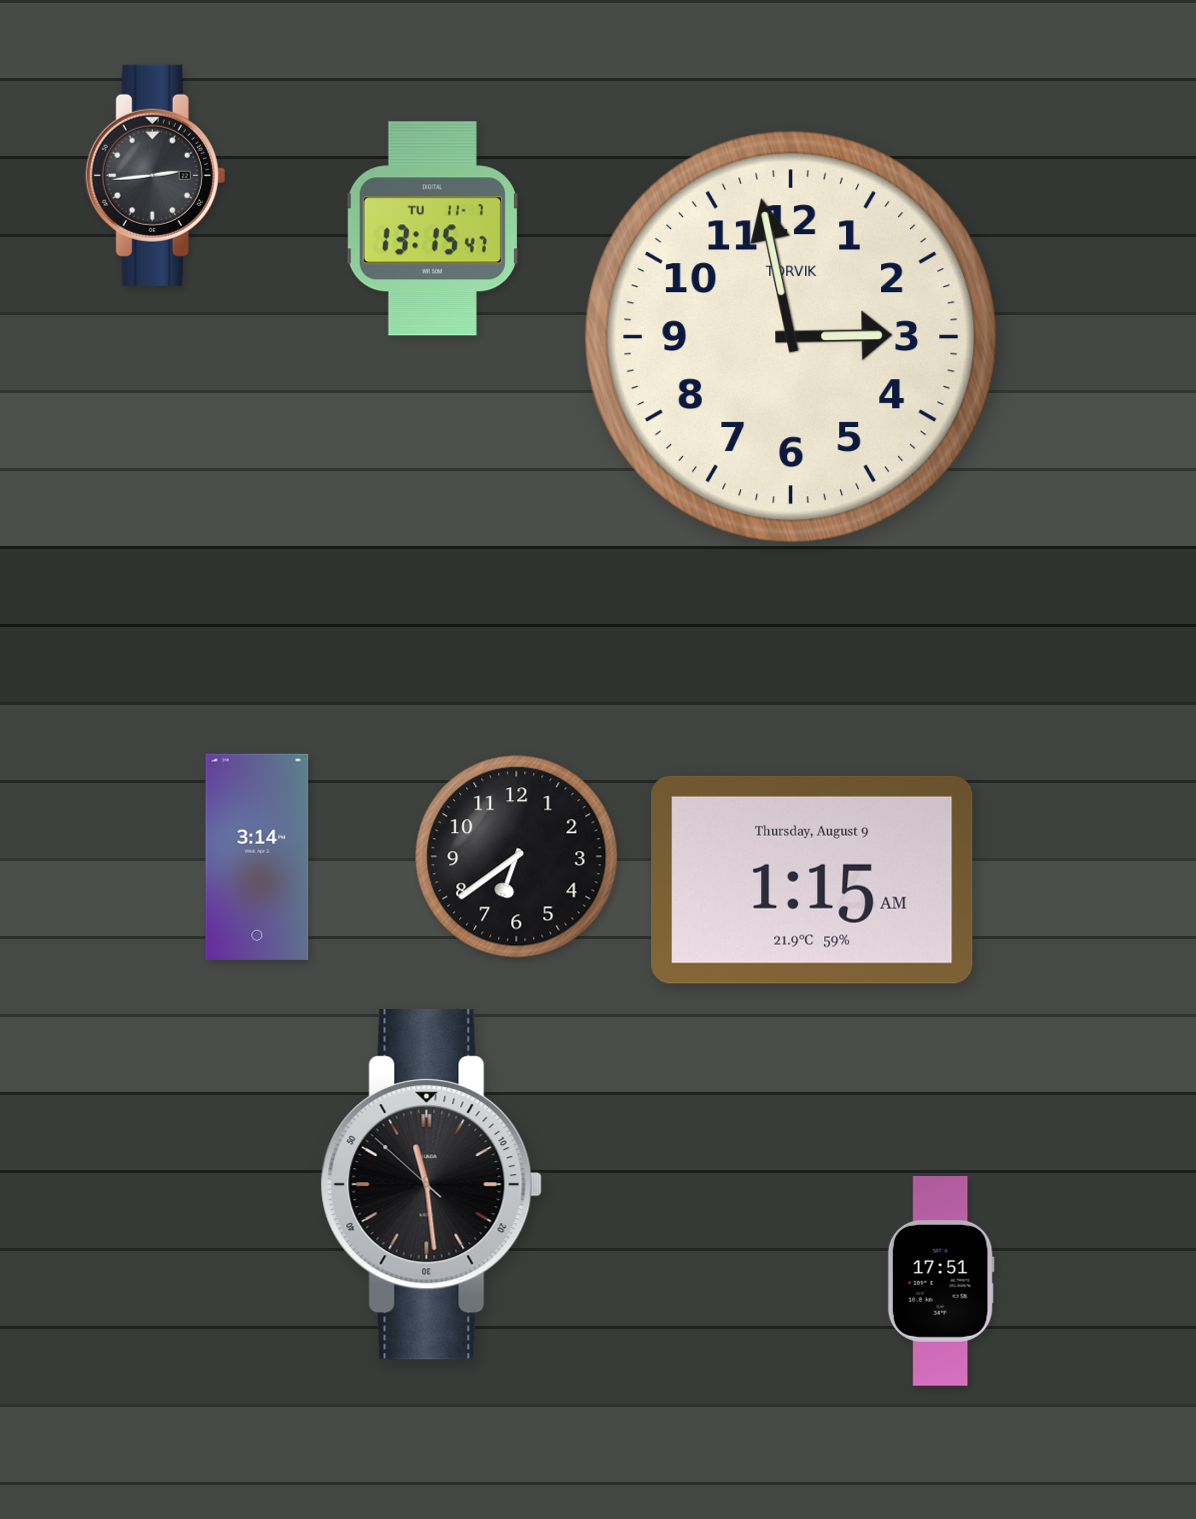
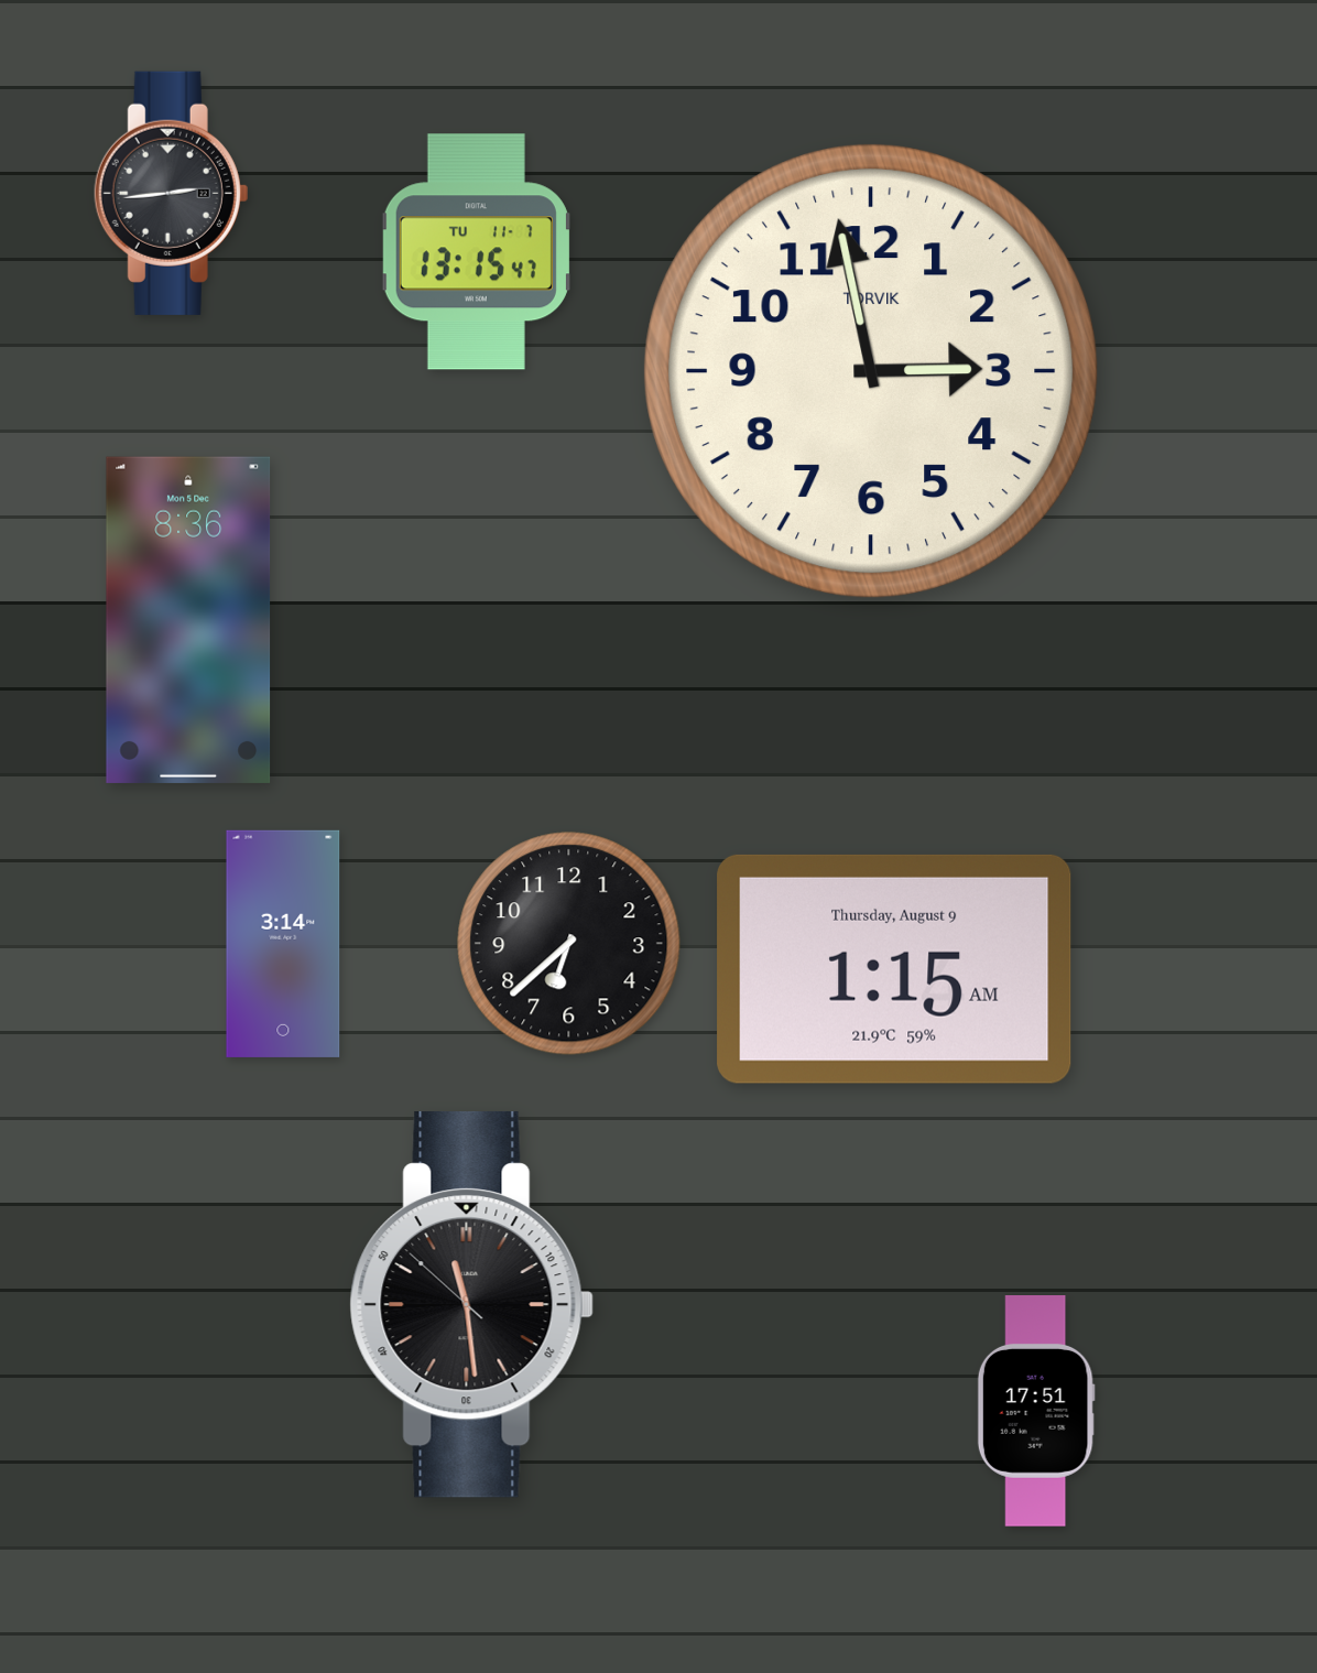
clock at (188, 620): none -> 8:36
clock at (517, 857): 6:39 -> 6:38
clock at (431, 1184) position: (431, 1184) -> (471, 1304)
